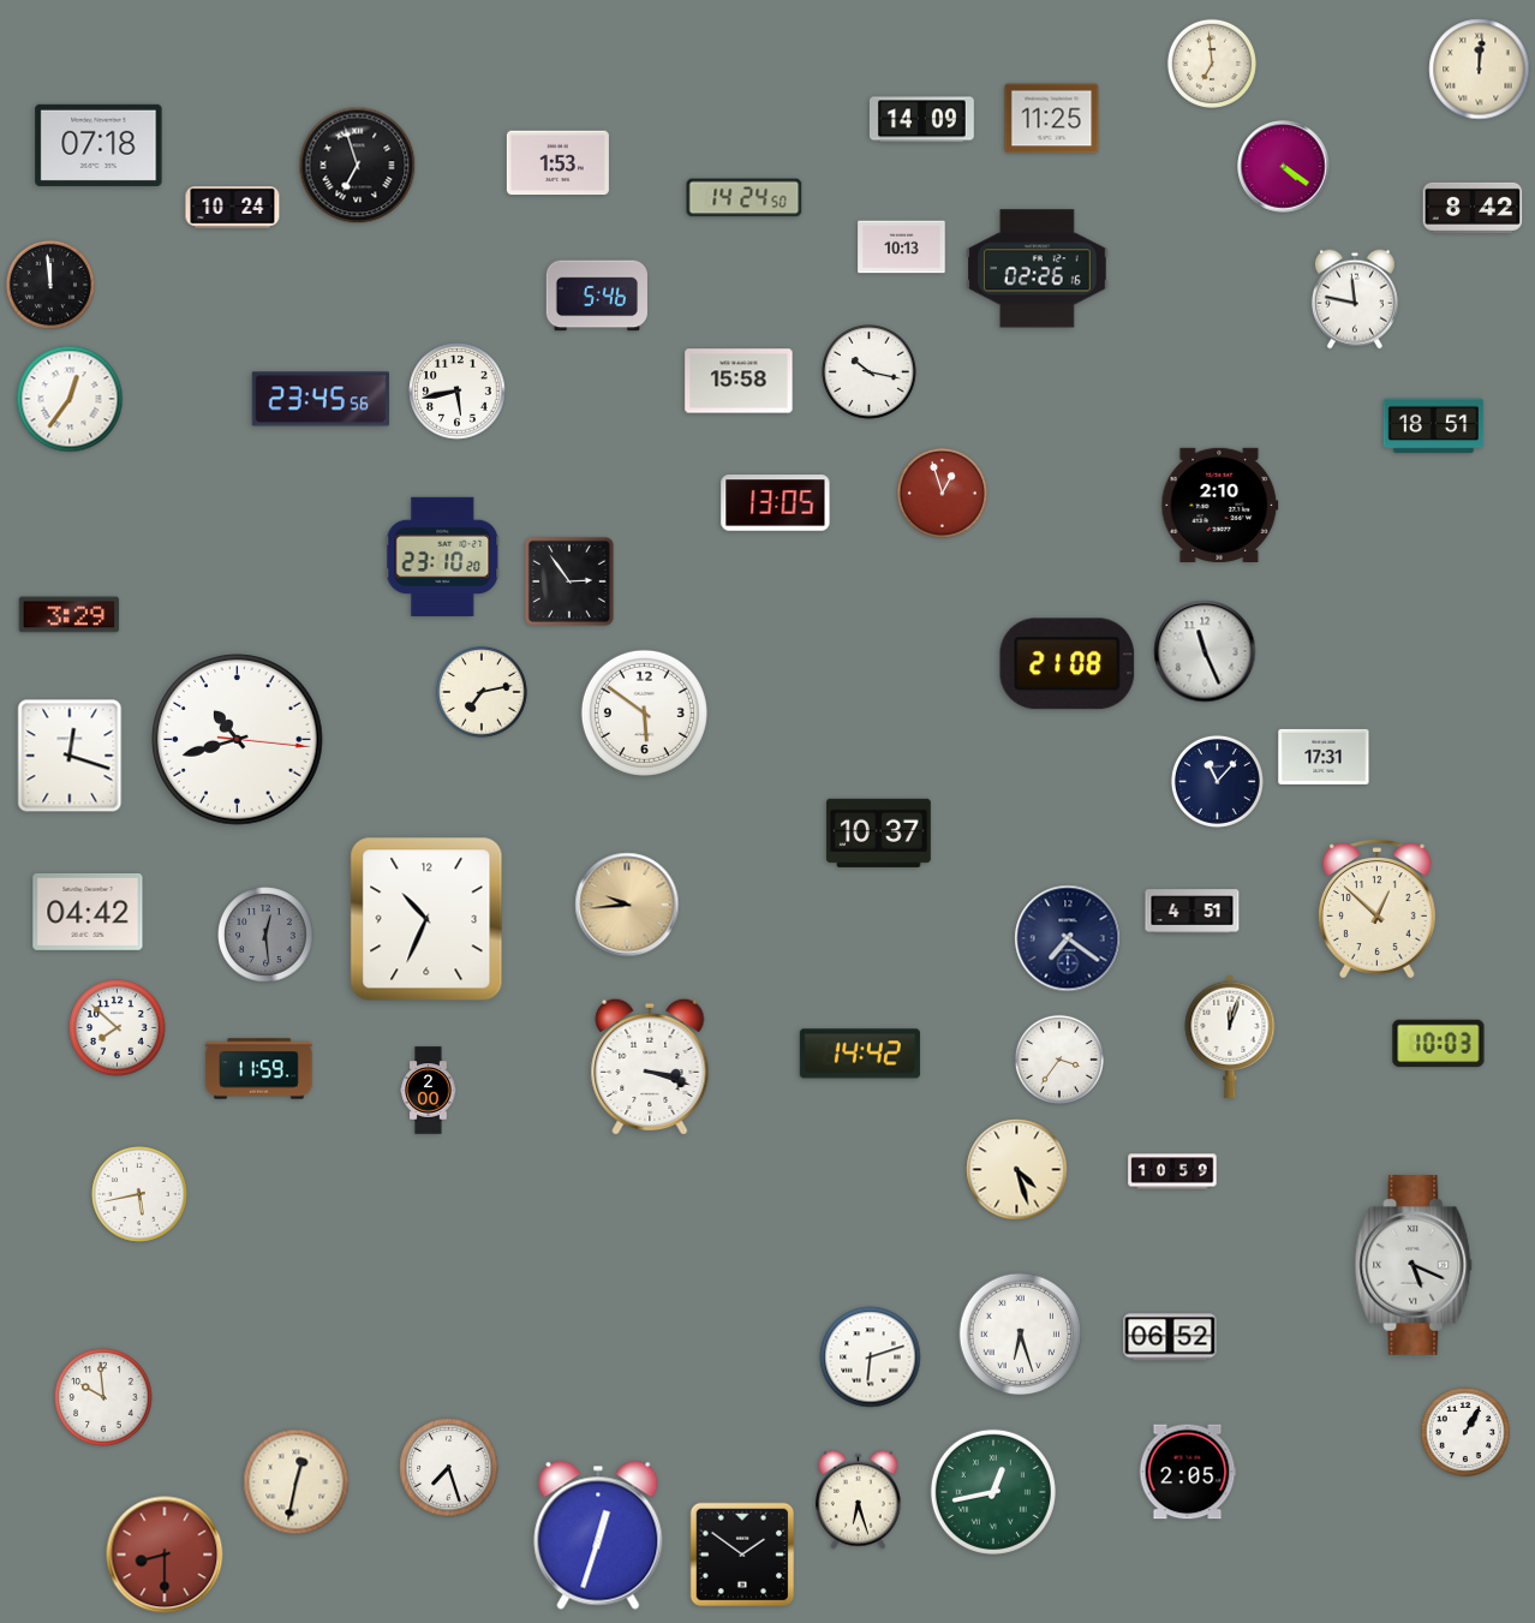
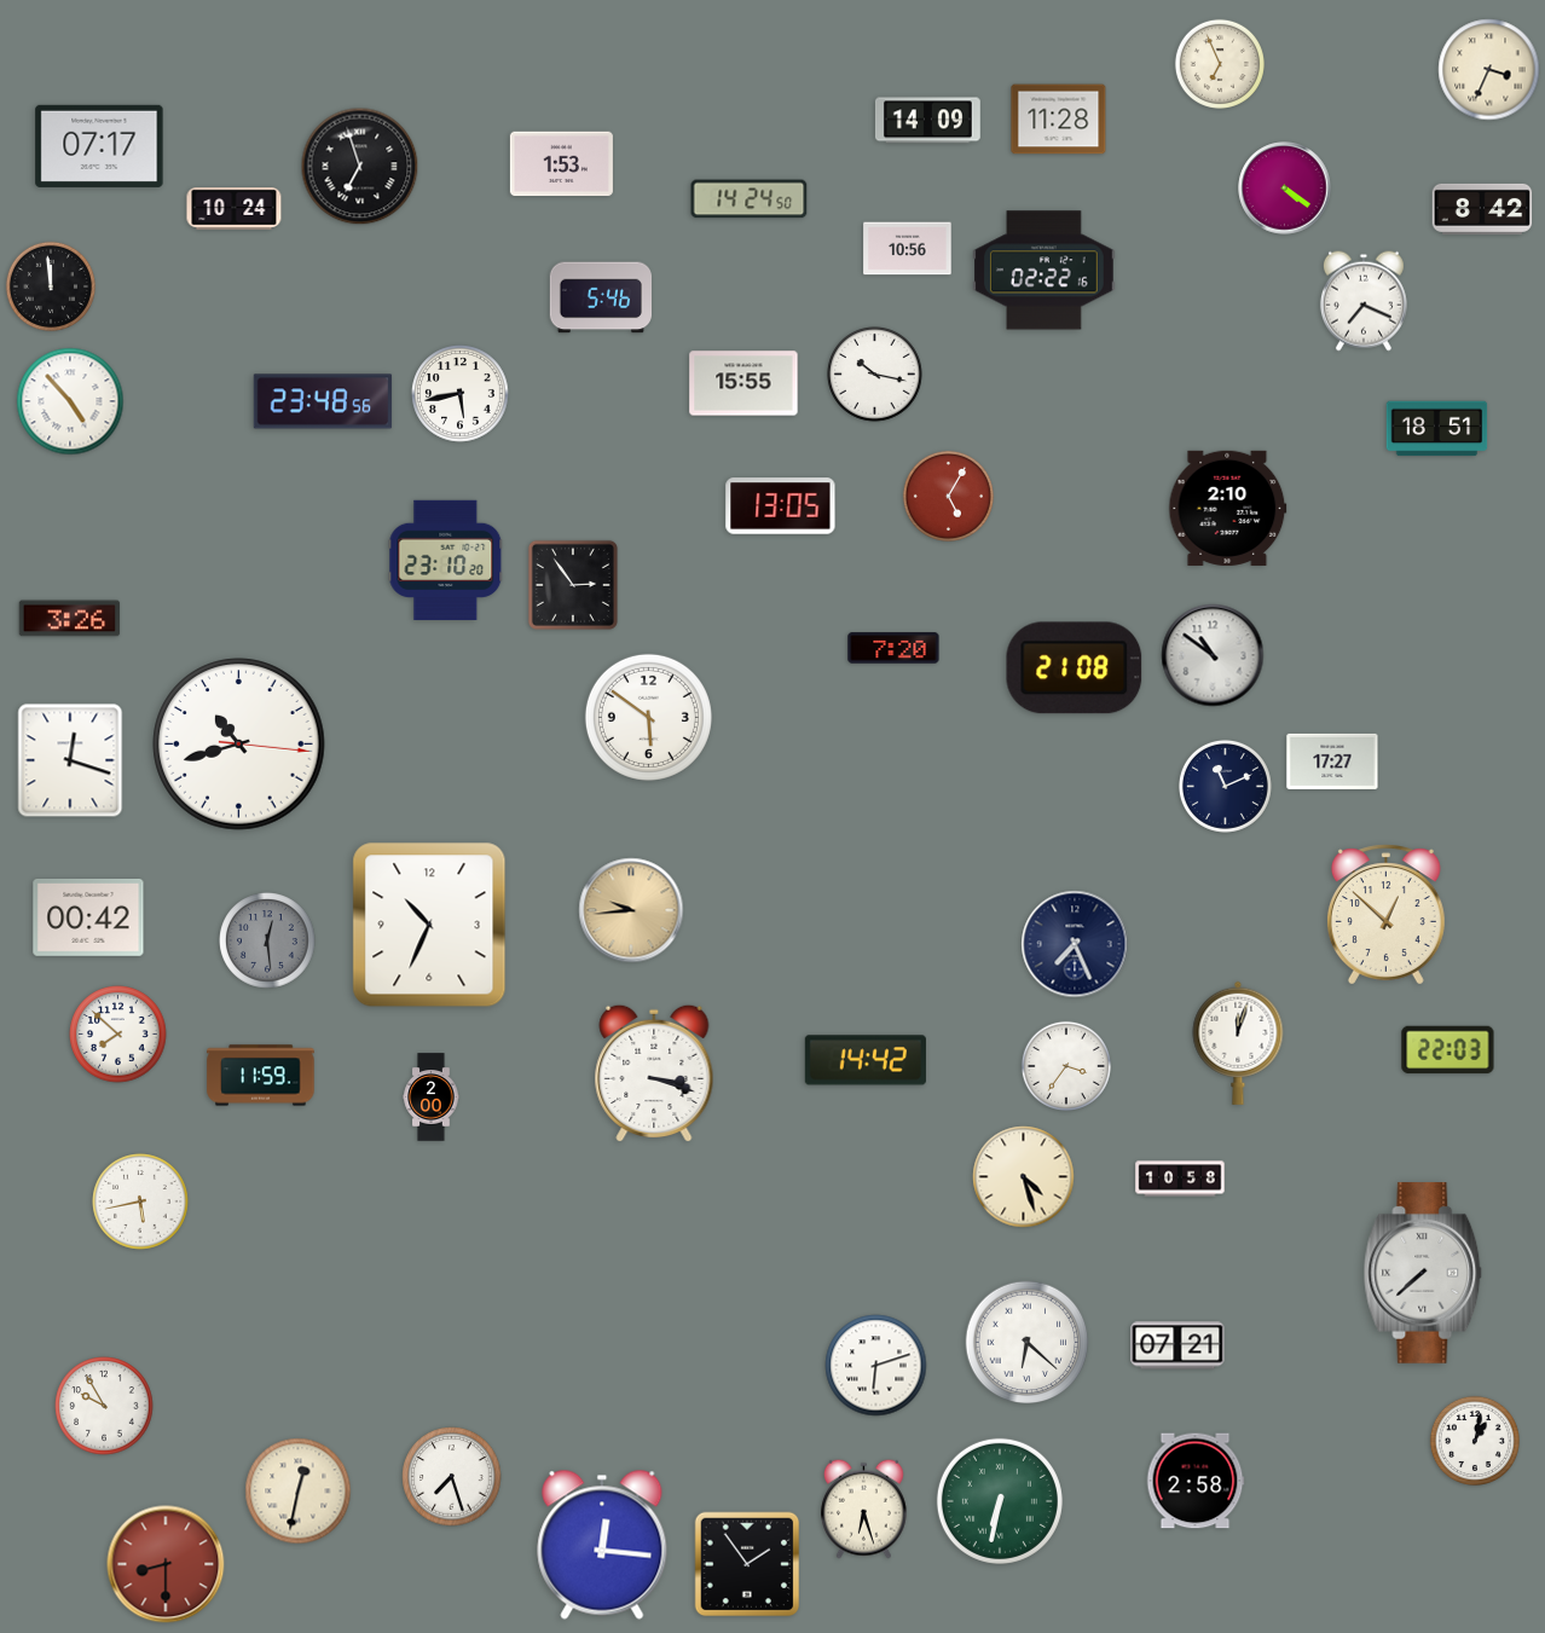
clock at (1212, 64): 6:59 -> 6:56
clock at (1480, 70): 12:01 -> 3:34
clock at (1052, 119): 11:25 -> 11:28
clock at (98, 145): 07:18 -> 07:17
clock at (1284, 167) position: (1284, 167) -> (1285, 189)
clock at (902, 247): 10:13 -> 10:56
clock at (1038, 269): 02:26 -> 02:22
clock at (1355, 299): 11:47 -> 7:19
clock at (739, 381): 15:58 -> 15:55
clock at (70, 399): 12:36 -> 4:53
clock at (321, 399): 23:45 -> 23:48
clock at (1434, 426) position: (1434, 426) -> (1437, 429)
clock at (942, 493): 12:57 -> 5:05
clock at (70, 615): 3:29 -> 3:26
clock at (893, 648): none -> 7:20
clock at (1205, 651): 11:26 -> 10:51
clock at (482, 692): 7:13 -> none
clock at (1324, 757): 17:31 -> 17:27
clock at (1217, 781): 11:07 -> 11:11
clock at (878, 833): 10:37 -> none
clock at (1193, 912): 4:51 -> none
clock at (88, 913): 04:42 -> 00:42
clock at (1068, 938): 7:21 -> 7:26
clock at (1439, 1044): 10:03 -> 22:03
clock at (1172, 1171): 10:59 -> 10:58
clock at (1414, 1266): 5:19 -> 7:38
clock at (1021, 1335): 6:27 -> 6:22
clock at (1170, 1337): 06:52 -> 07:21
clock at (103, 1397): 9:59 -> 9:55
clock at (1465, 1432): 1:05 -> 1:02
clock at (1188, 1472): 2:05 -> 2:58
clock at (993, 1492): 12:43 -> 6:32
clock at (598, 1535): 12:33 -> 12:16
clock at (742, 1555): 1:51 -> 1:54
